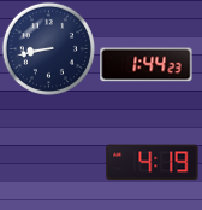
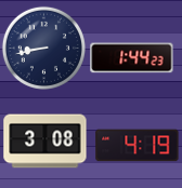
clock at (48, 48) position: (48, 48) -> (43, 48)
clock at (45, 142): none -> 3:08
